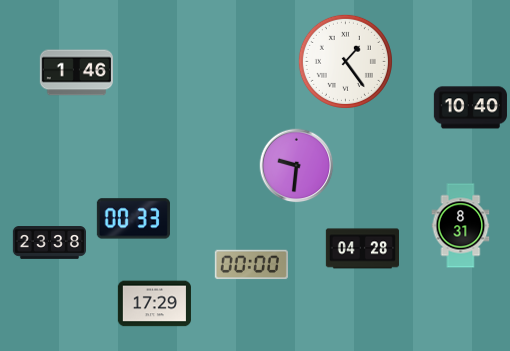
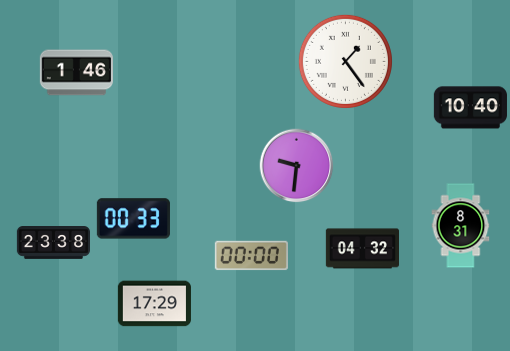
clock at (49, 243) position: (49, 243) -> (53, 243)
clock at (362, 249): 04:28 -> 04:32
clock at (251, 265) position: (251, 265) -> (251, 256)
